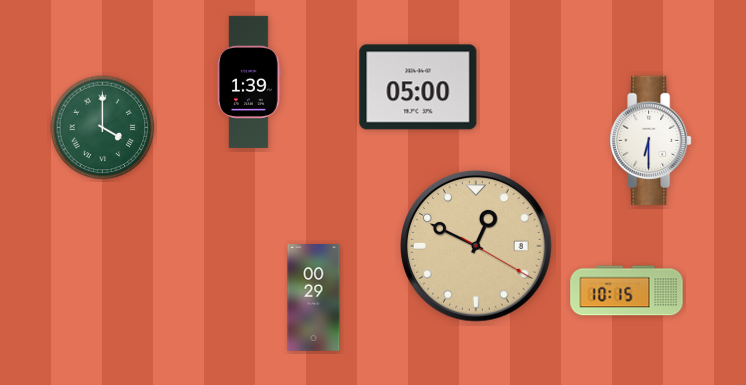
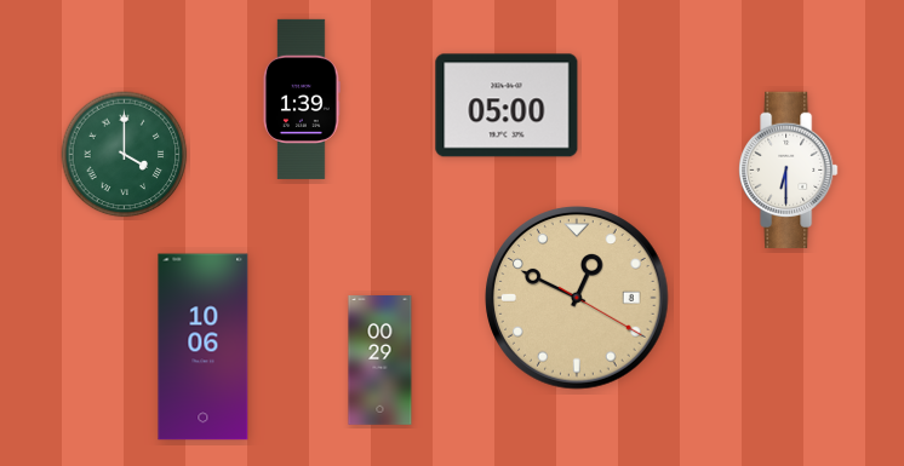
clock at (204, 347): none -> 10:06
clock at (627, 291): 10:15 -> none
